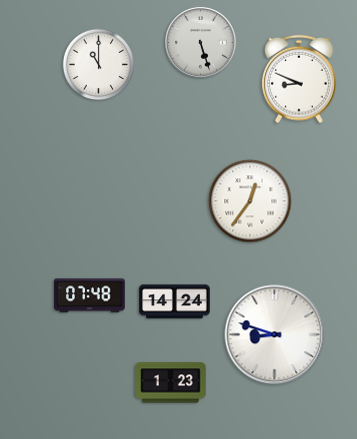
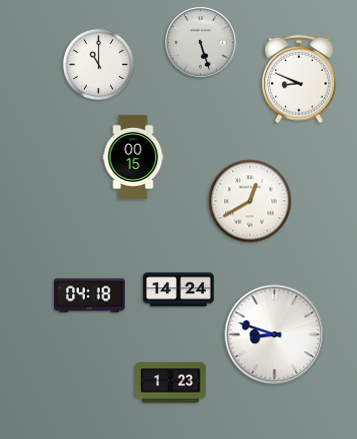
clock at (133, 157): none -> 00:15
clock at (250, 201): 12:36 -> 12:40
clock at (90, 296): 07:48 -> 04:18
clock at (175, 302) position: (175, 302) -> (179, 290)
